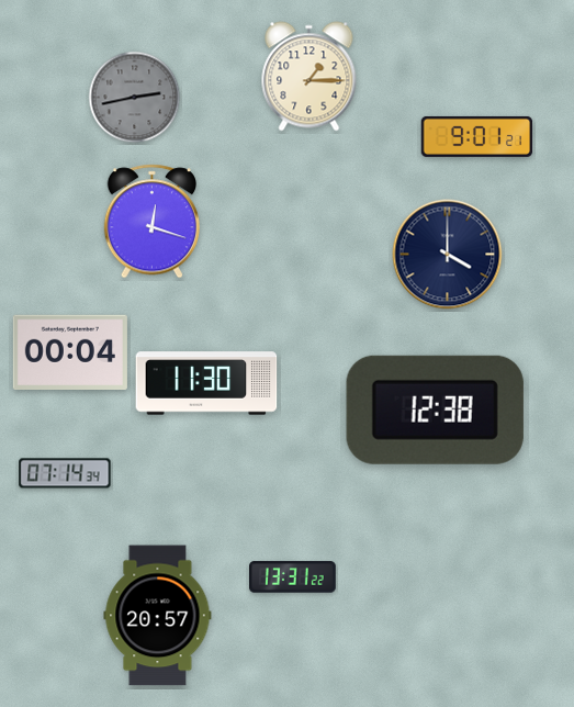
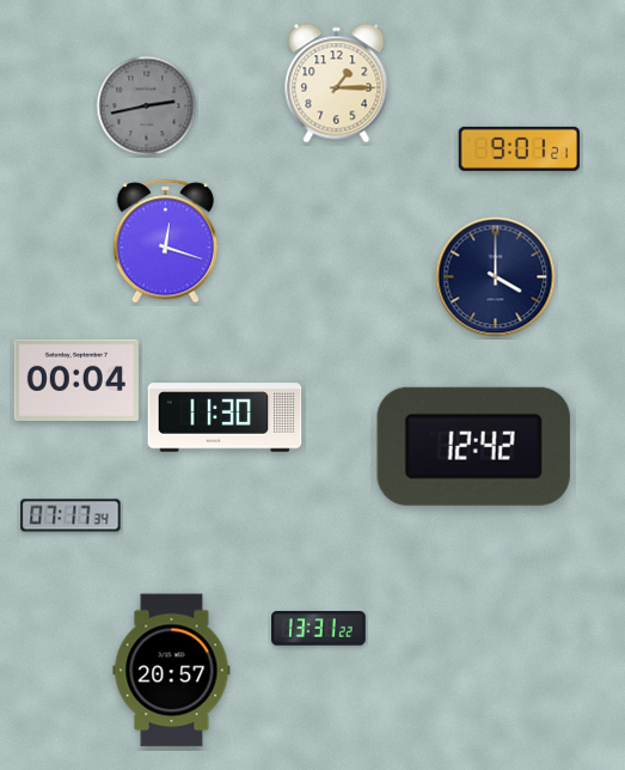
clock at (448, 255) position: (448, 255) -> (496, 277)
clock at (70, 351) position: (70, 351) -> (76, 379)
clock at (435, 409): 12:38 -> 12:42
clock at (65, 473): 07:14 -> 07:17
